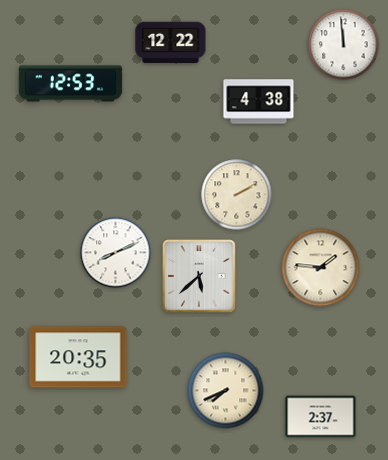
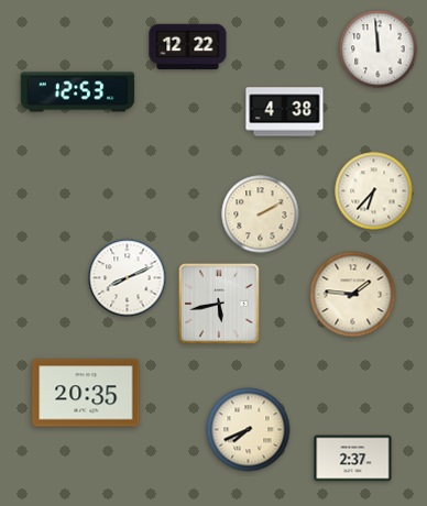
clock at (374, 191): none -> 6:37
clock at (199, 276): 5:38 -> 5:43
